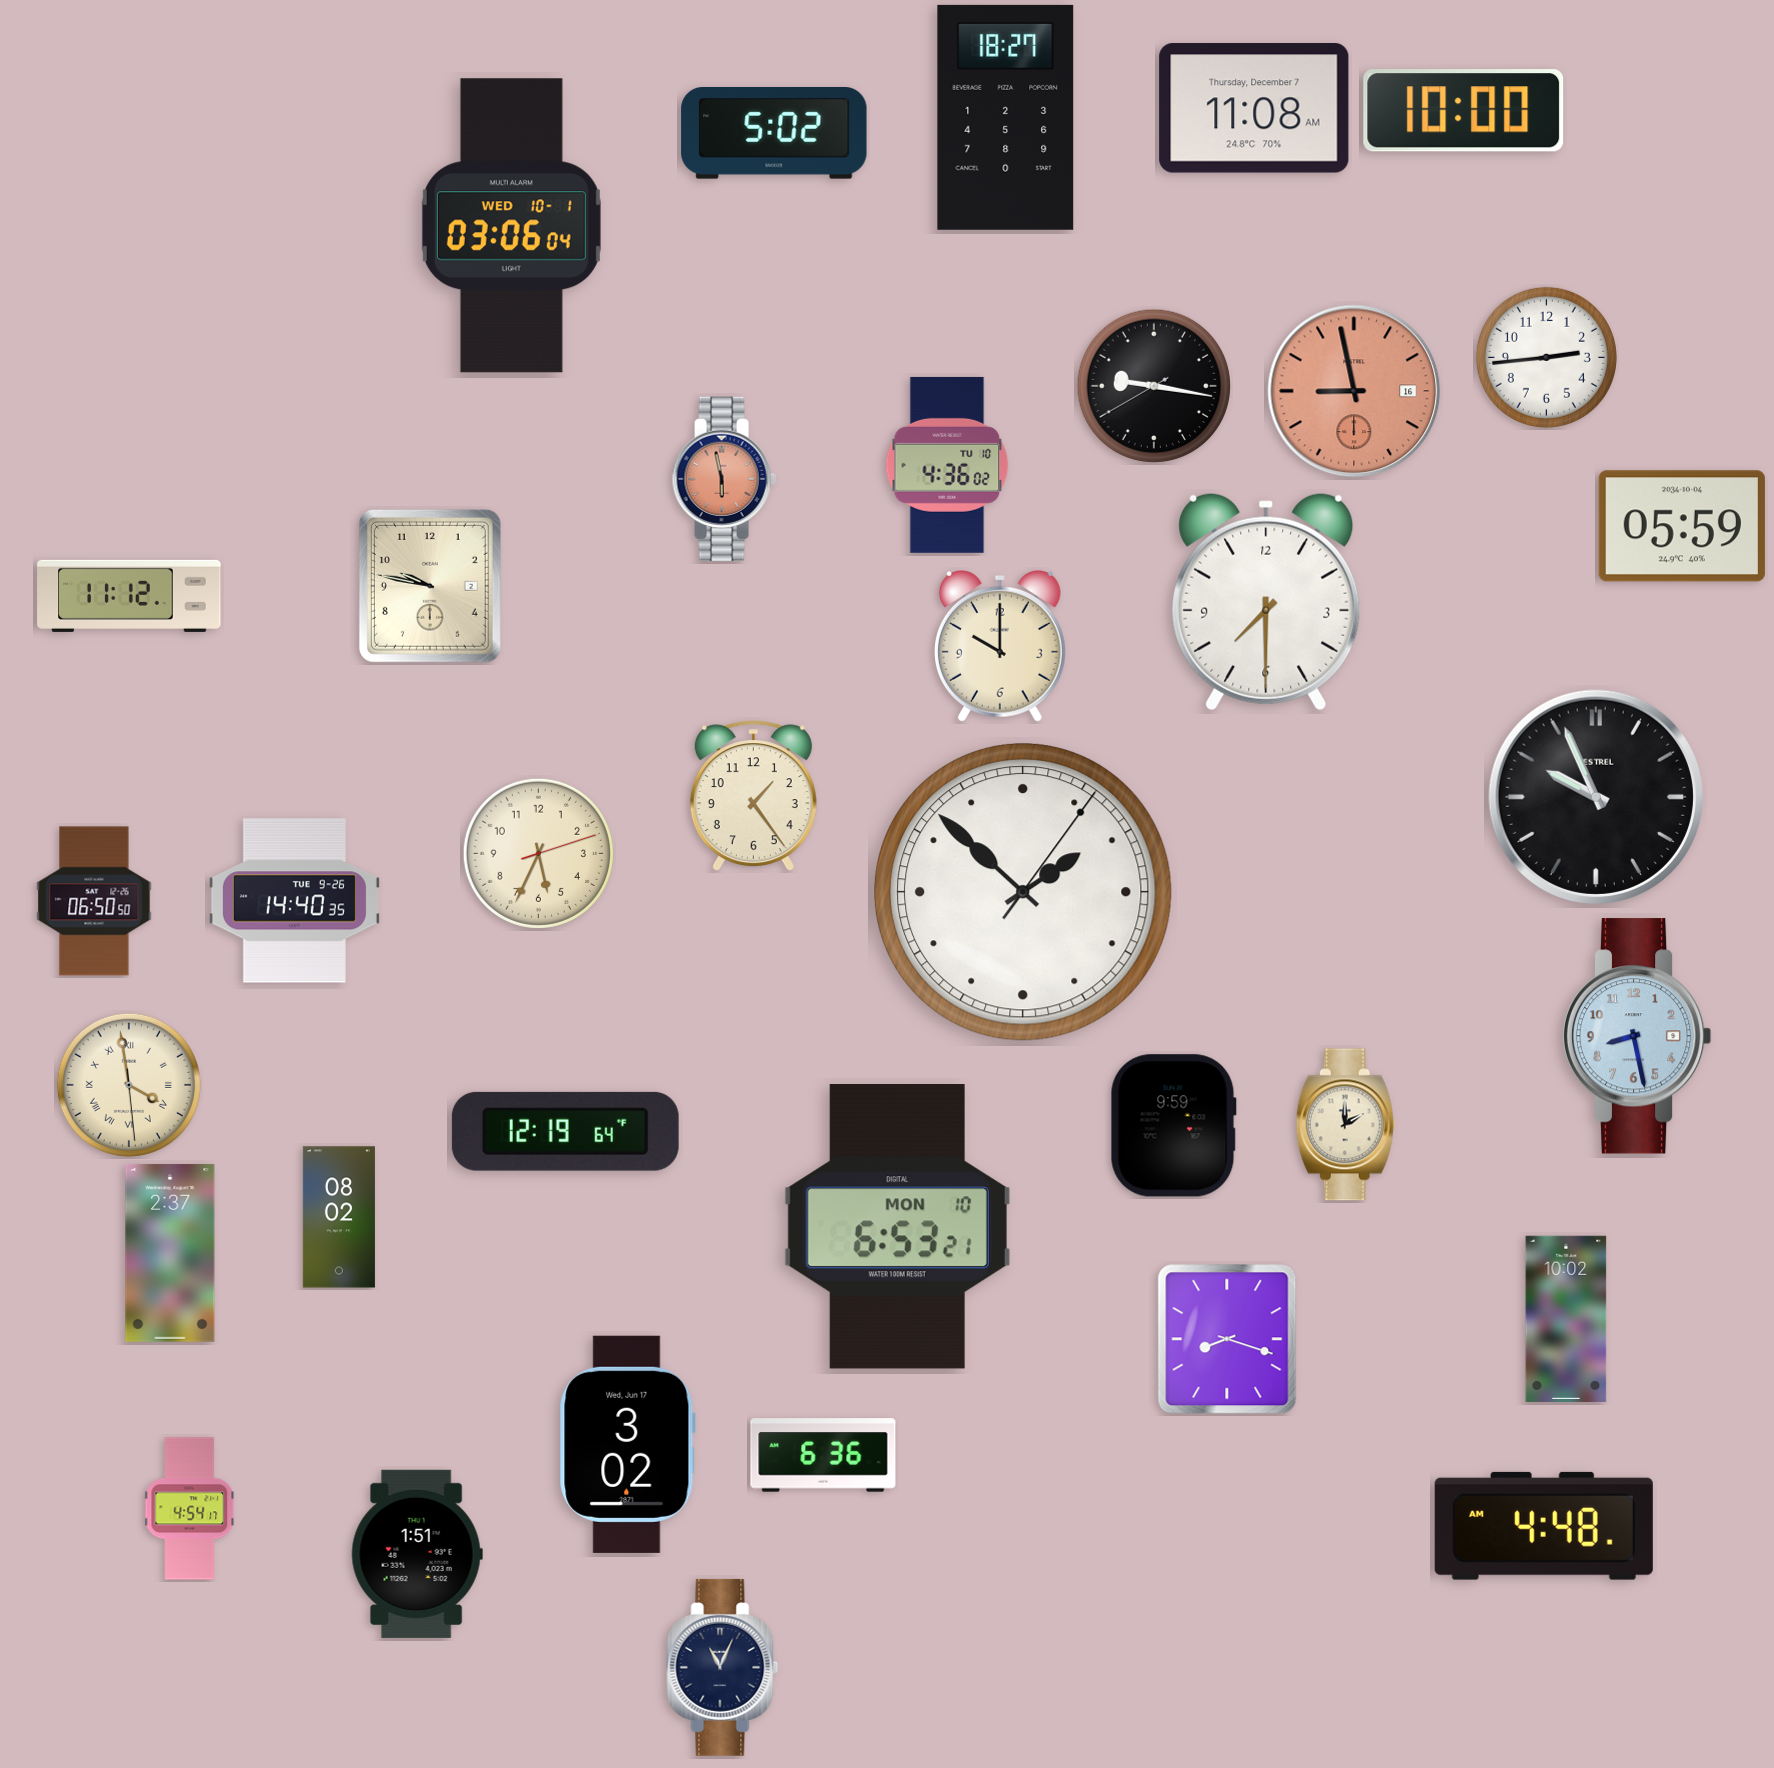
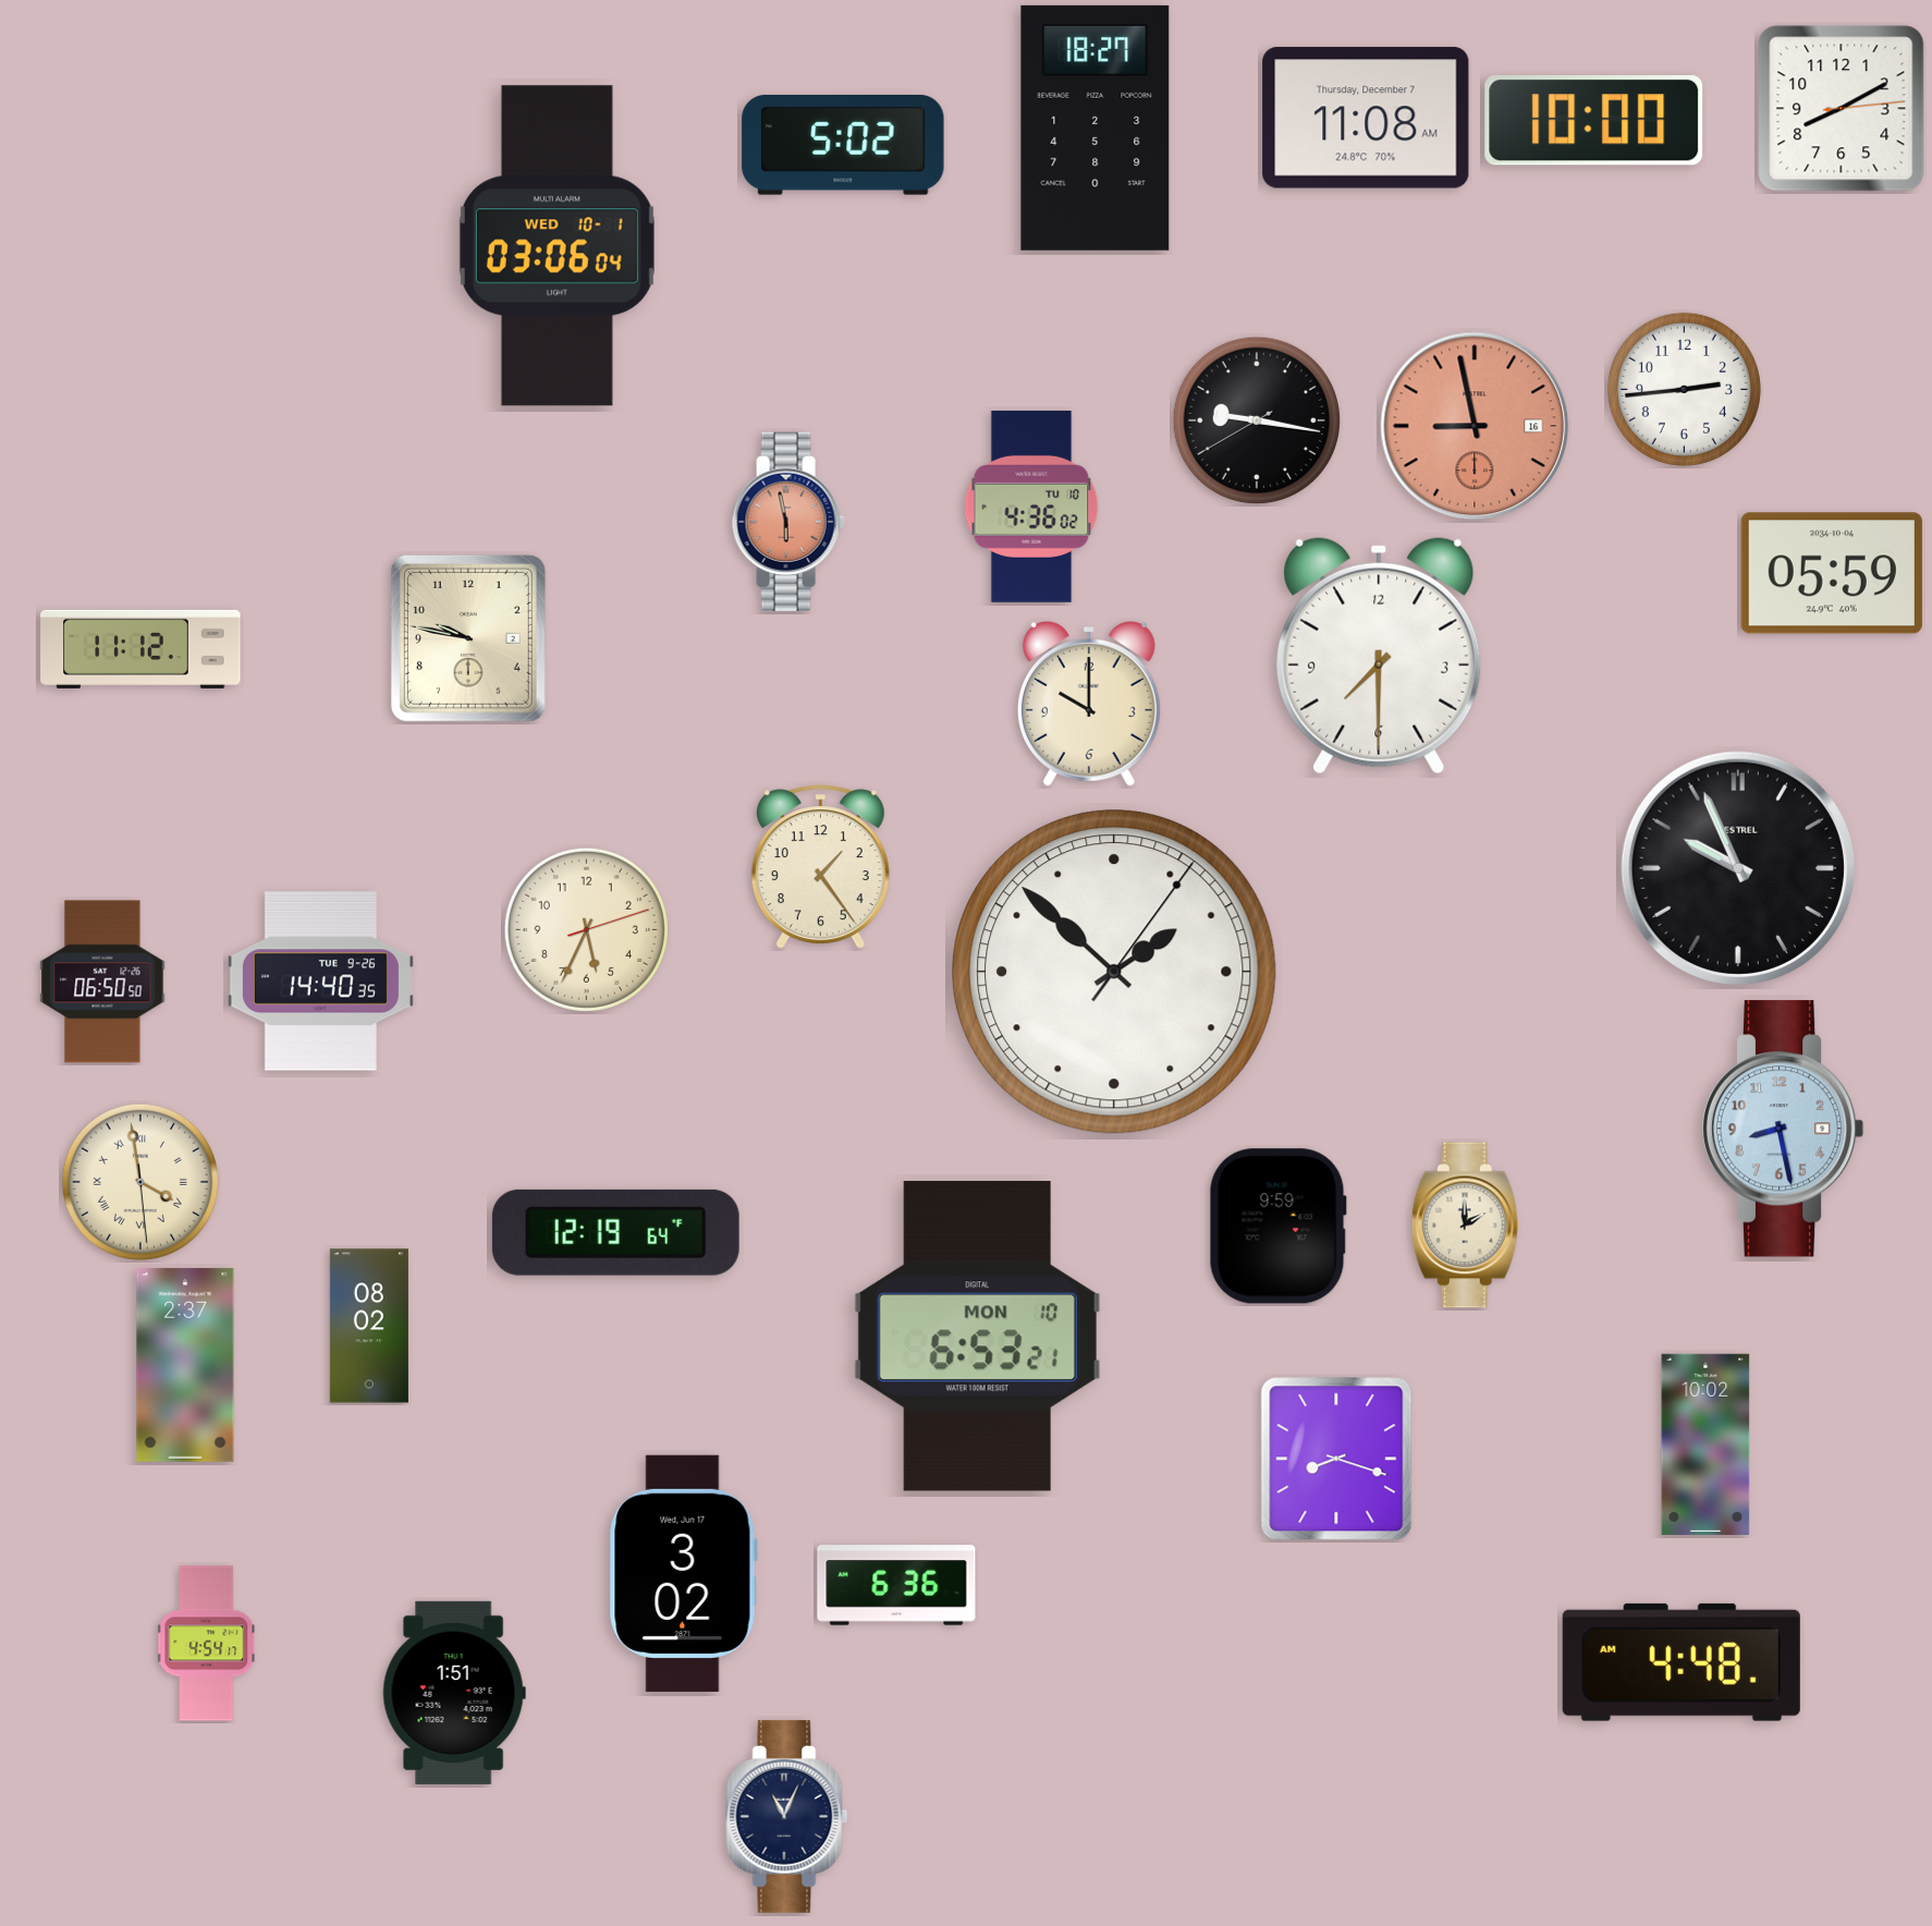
clock at (1842, 109): none -> 8:10
clock at (1566, 1319) position: (1566, 1319) -> (1705, 1444)
